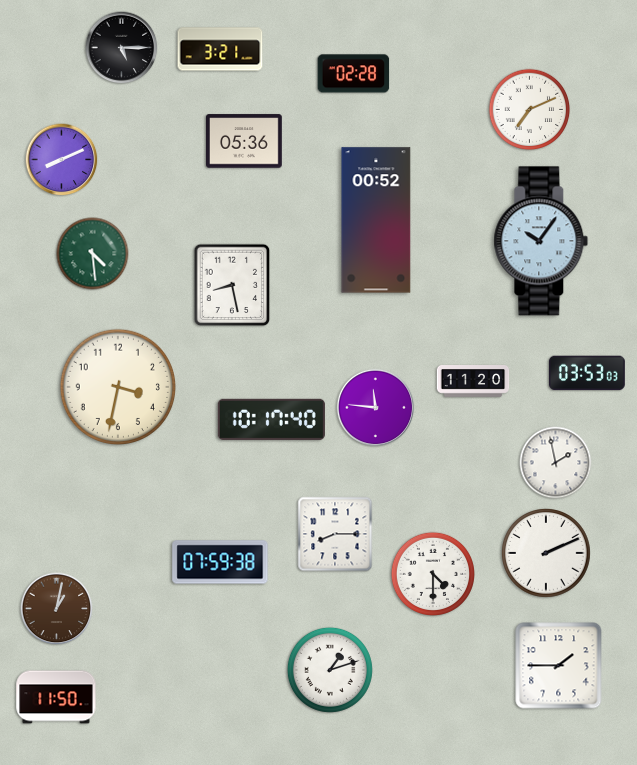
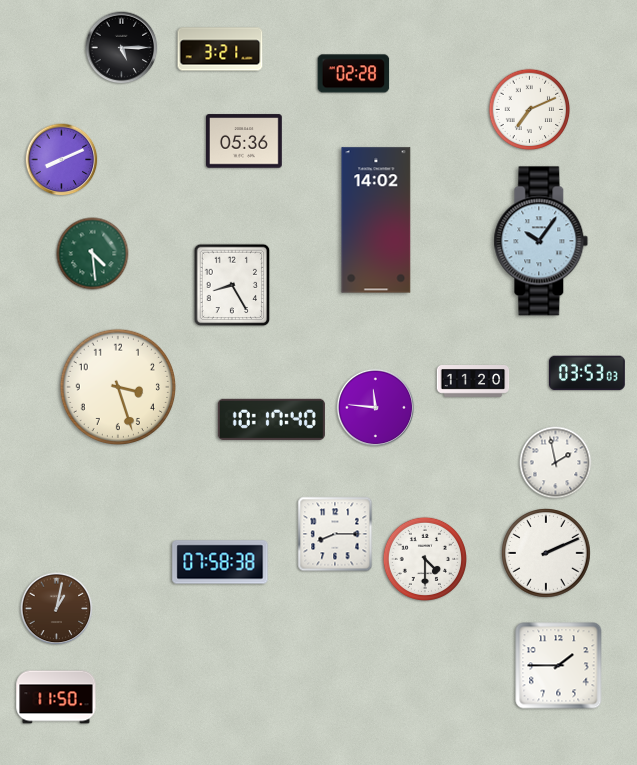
clock at (376, 220): 00:52 -> 14:02
clock at (232, 285): 8:28 -> 8:25
clock at (117, 386): 3:32 -> 3:27
clock at (220, 562): 07:59 -> 07:58
clock at (433, 574) position: (433, 574) -> (425, 559)
clock at (330, 670): 1:12 -> none
